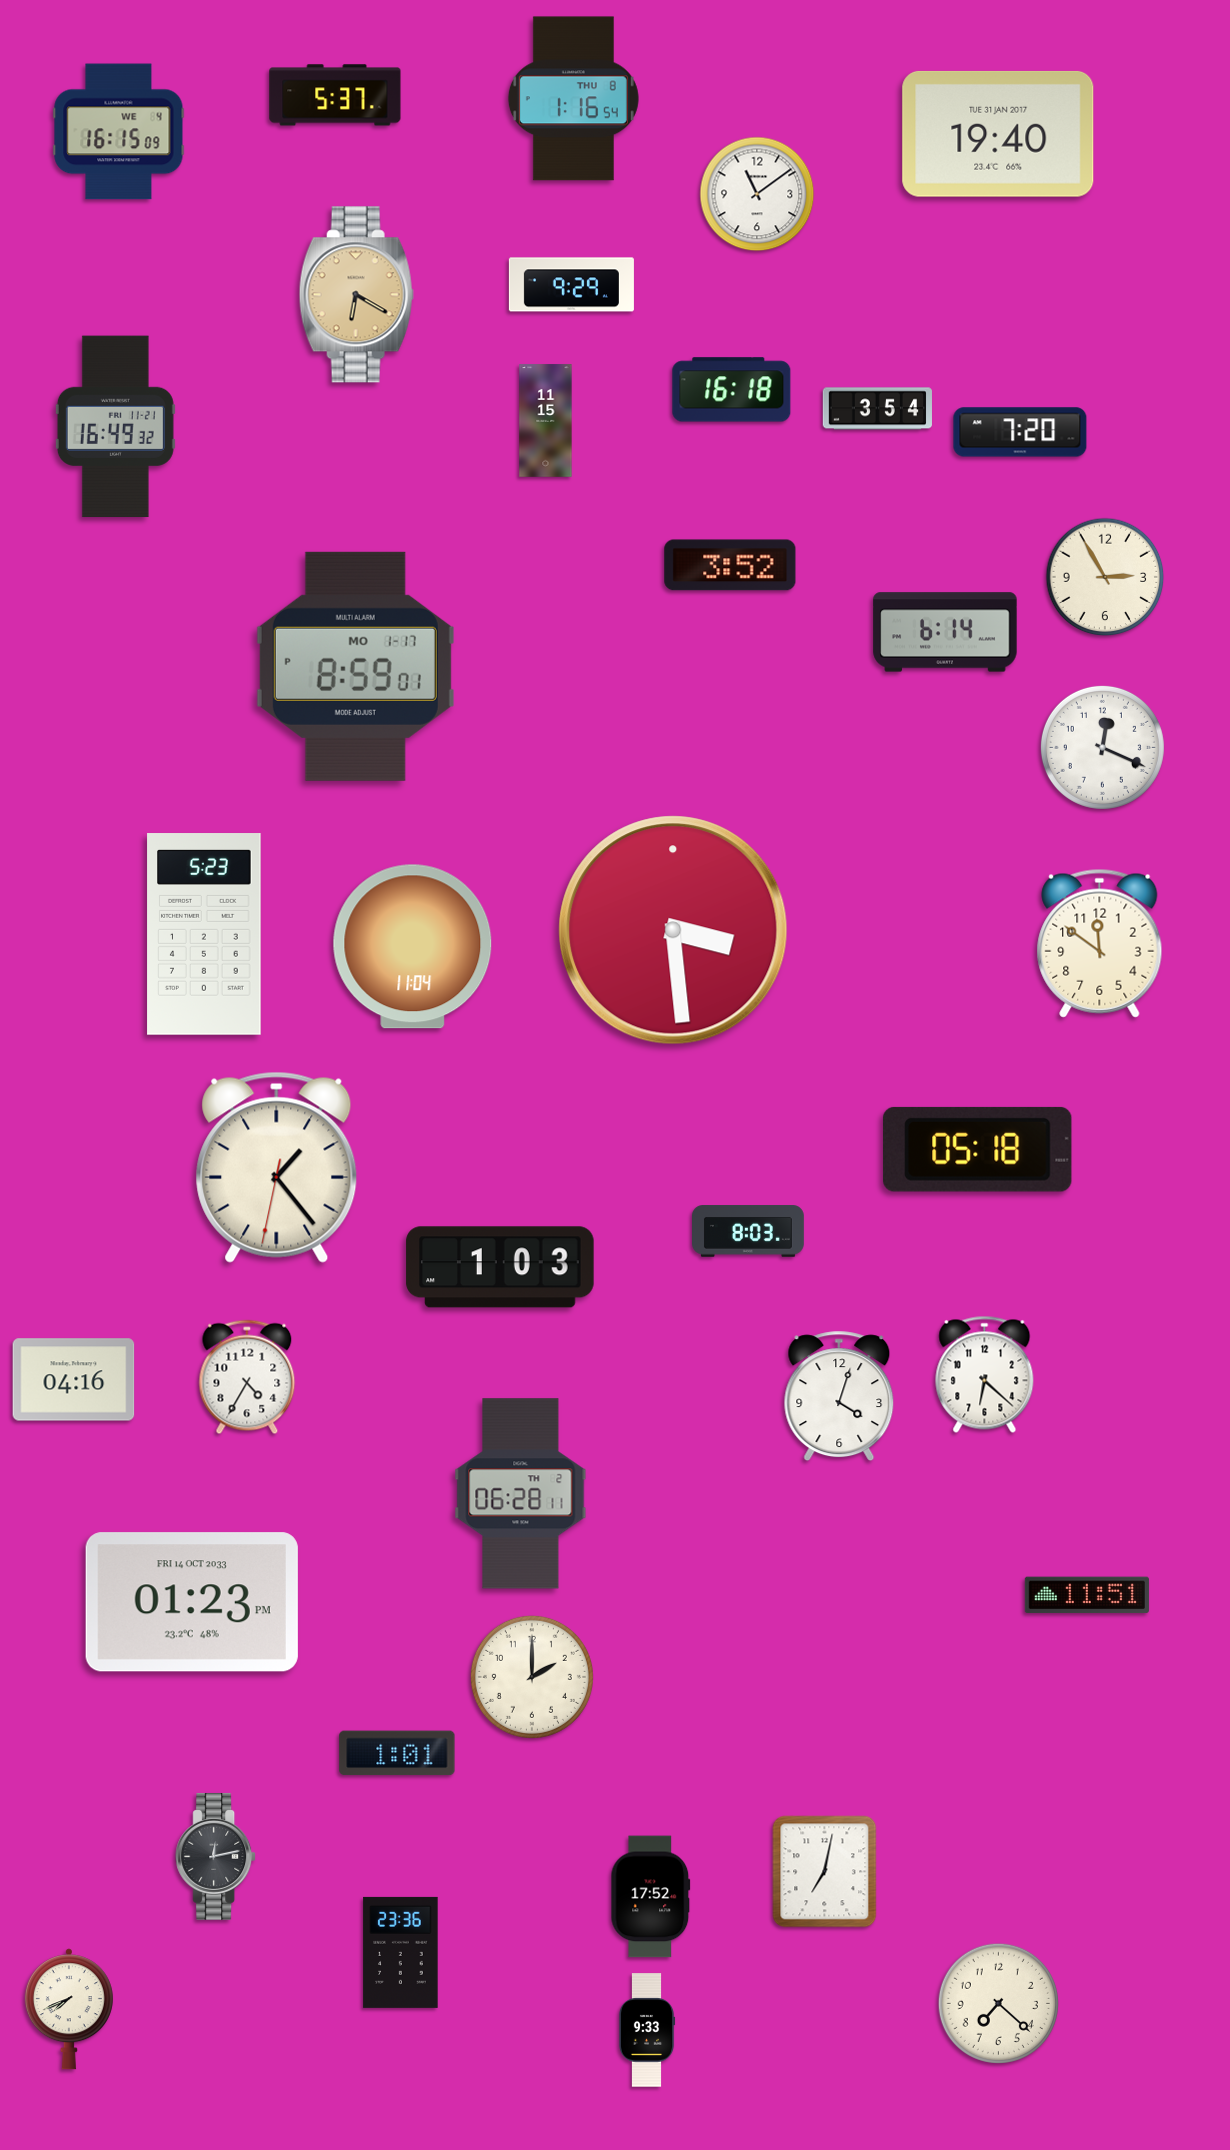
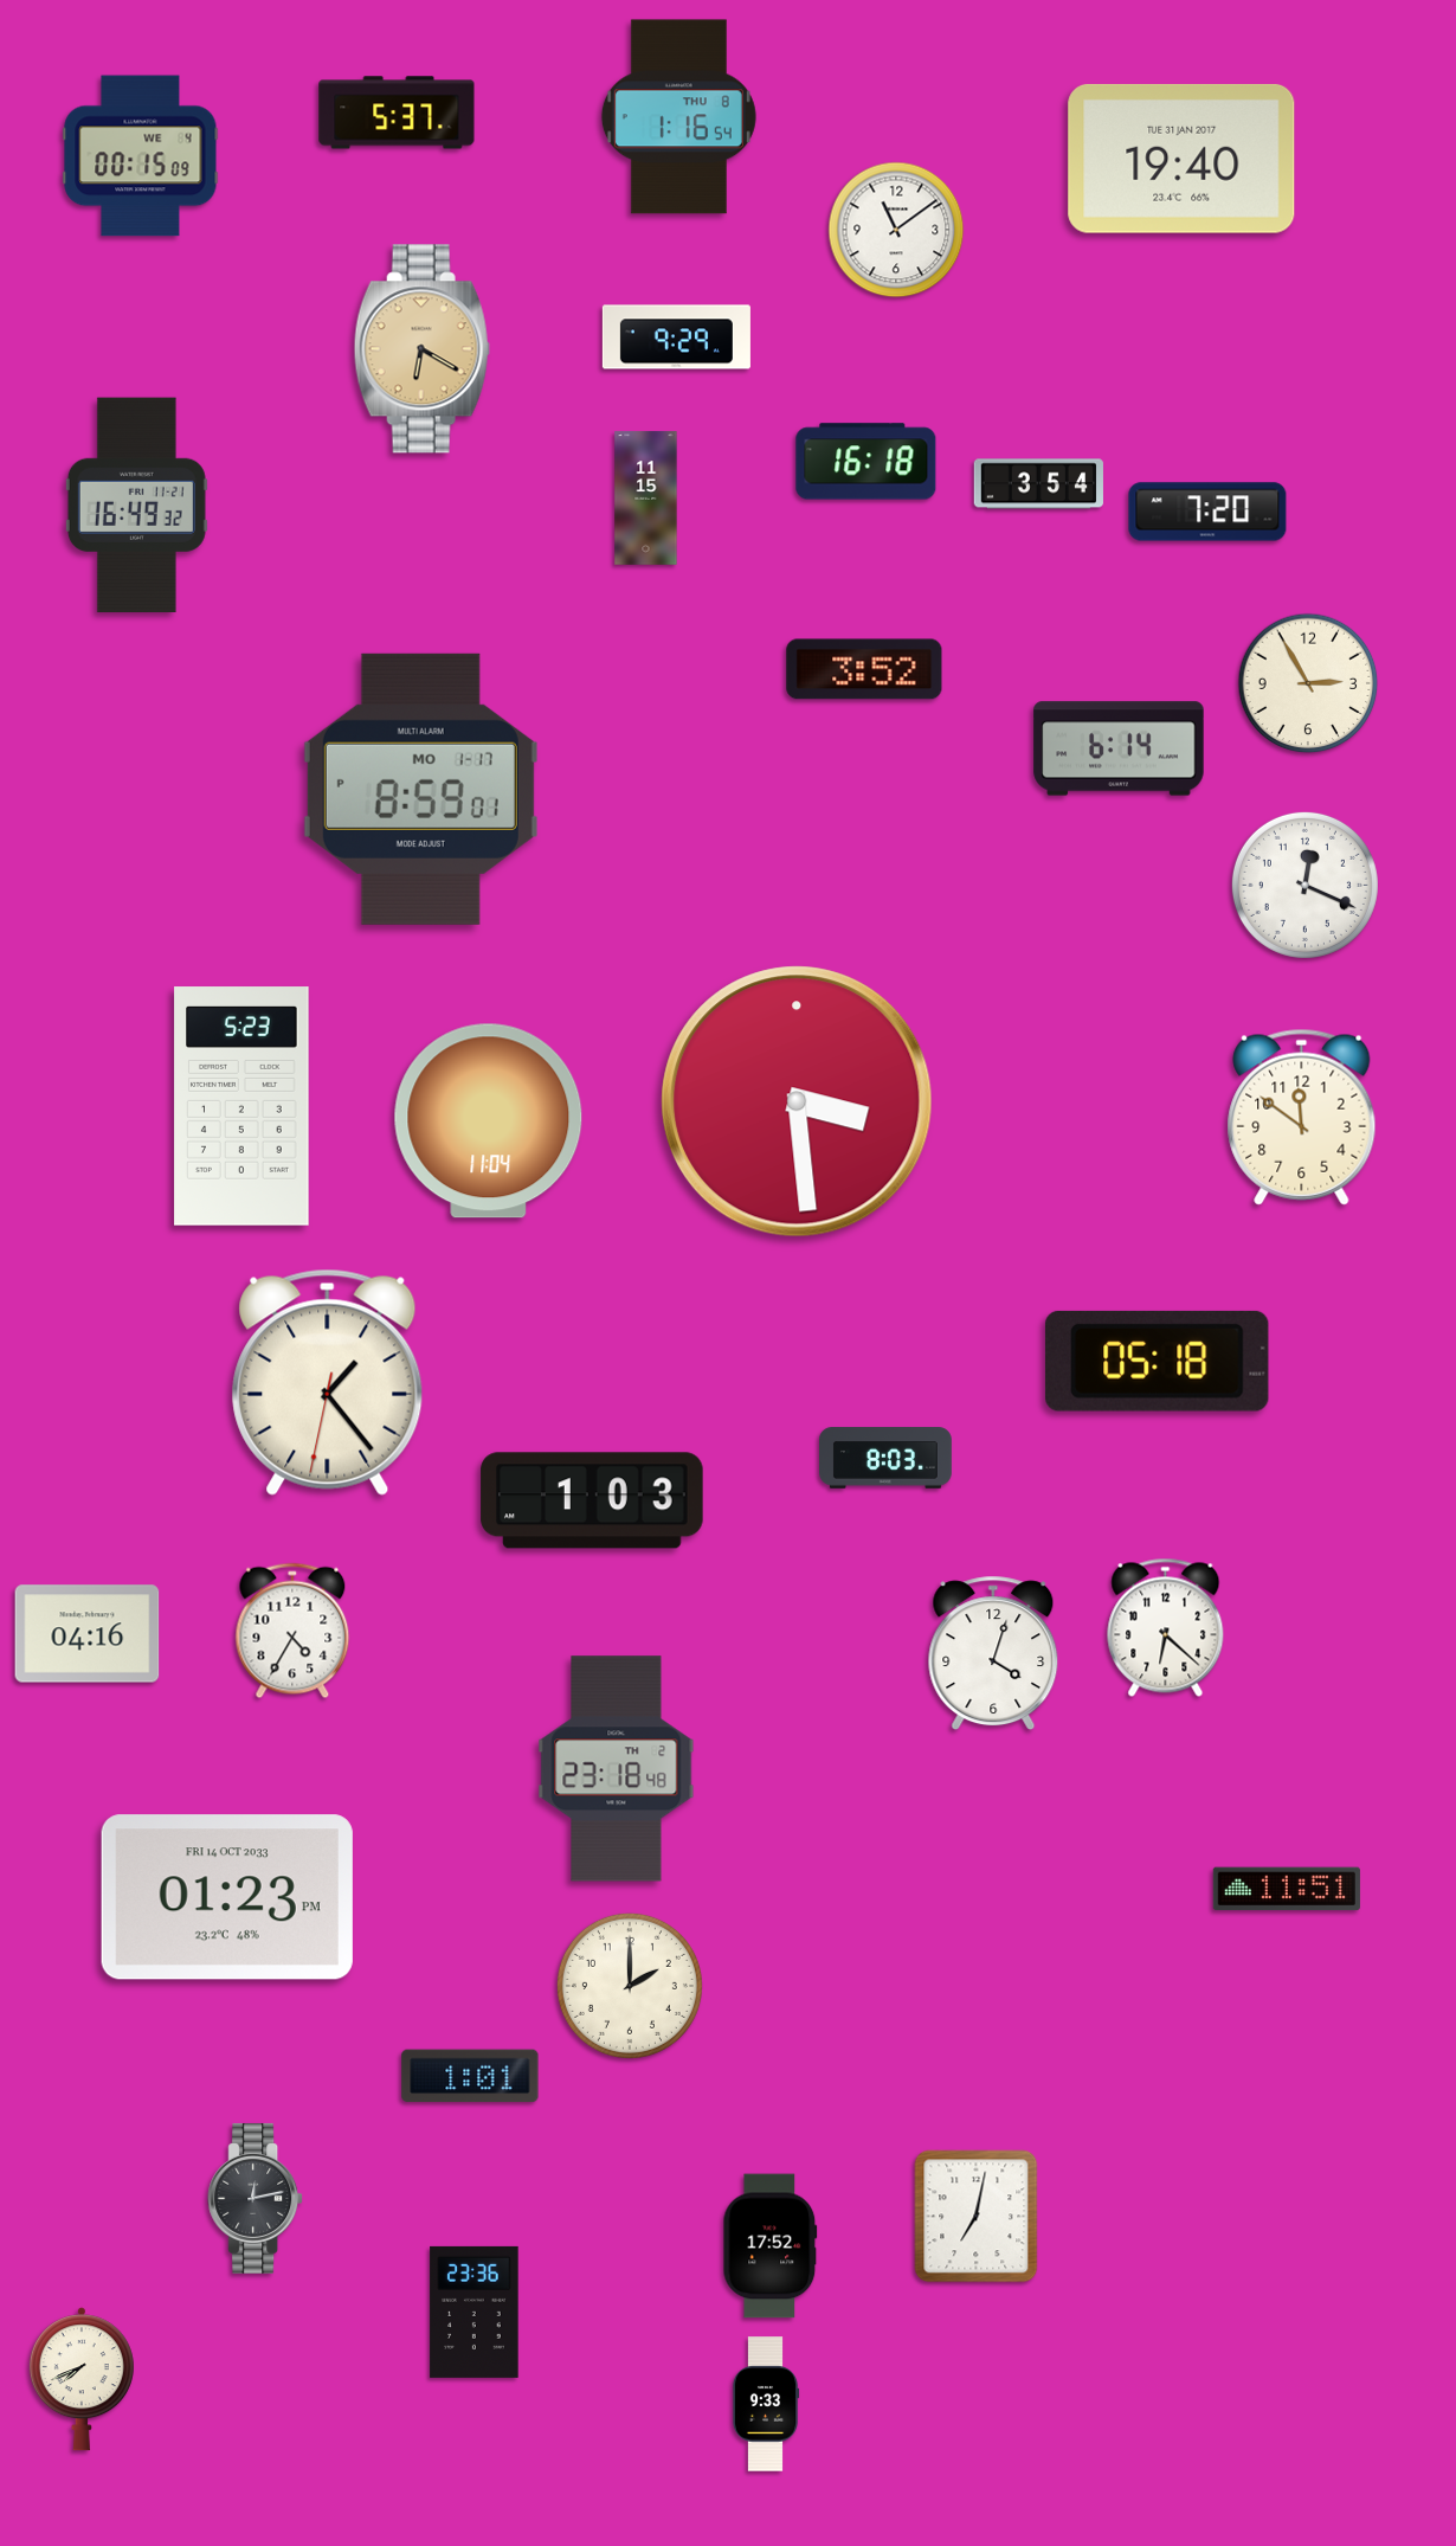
clock at (119, 132): 16:15 -> 00:15
clock at (521, 1494): 06:28 -> 23:18
clock at (998, 2003): 7:22 -> none
